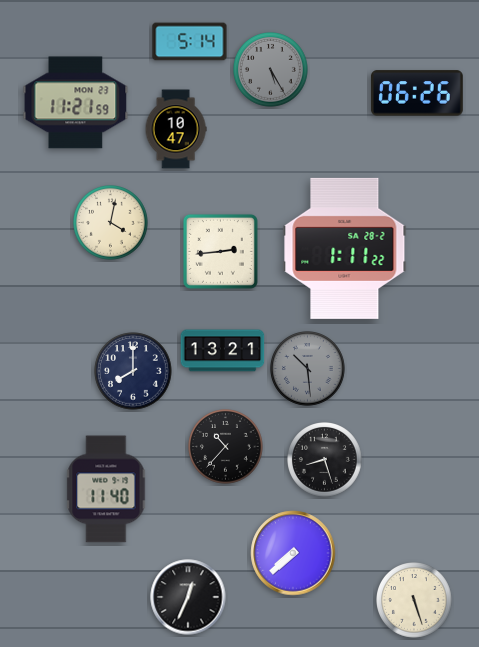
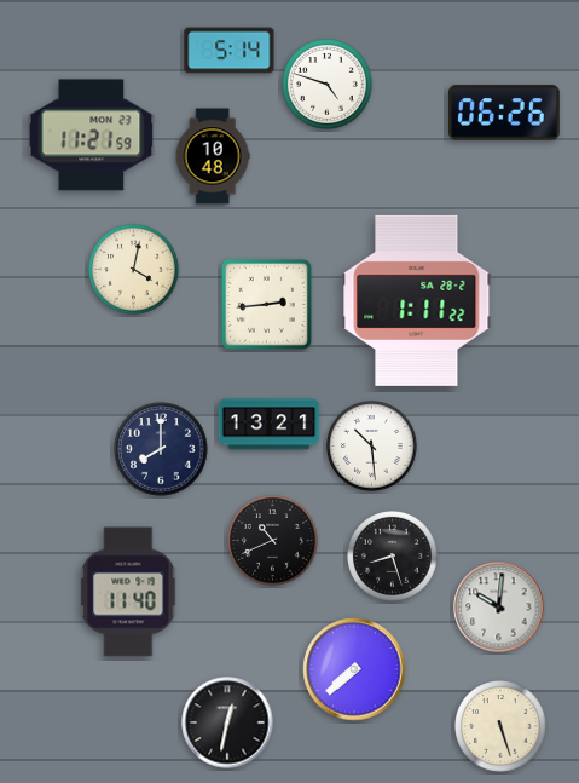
clock at (271, 70): 5:25 -> 4:48
clock at (271, 70) dial: grey -> white
clock at (76, 103) position: (76, 103) -> (92, 136)
clock at (176, 129): 10:47 -> 10:48
clock at (308, 369) dial: grey -> white
clock at (226, 447): 10:37 -> 10:41
clock at (499, 608): none -> 10:01
clock at (188, 597): 12:34 -> 12:32
